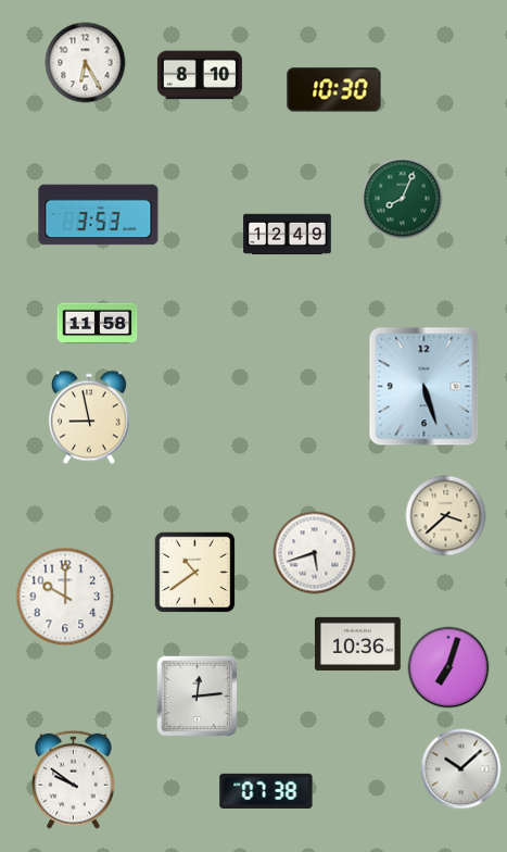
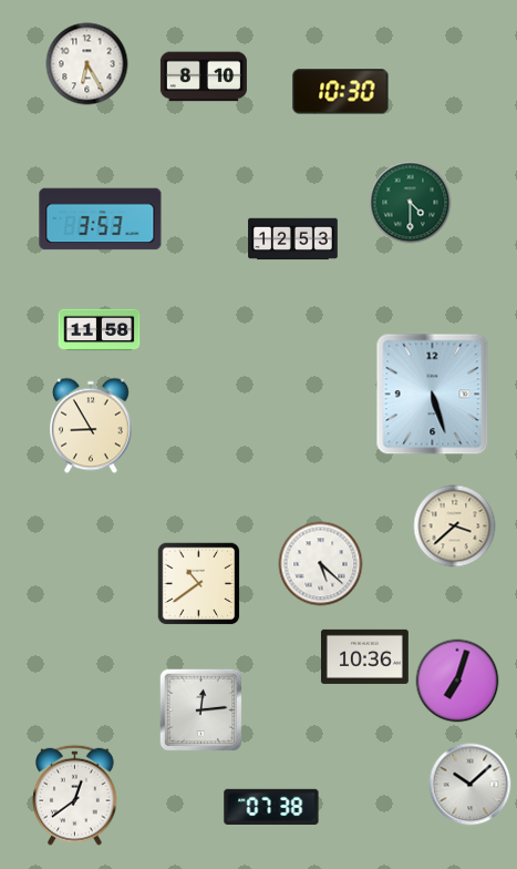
clock at (403, 199): 8:04 -> 4:30
clock at (288, 235): 12:49 -> 12:53
clock at (89, 417): 8:58 -> 8:55
clock at (315, 553): 5:42 -> 5:22
clock at (65, 597): 10:00 -> none
clock at (74, 779): 9:51 -> 12:39
